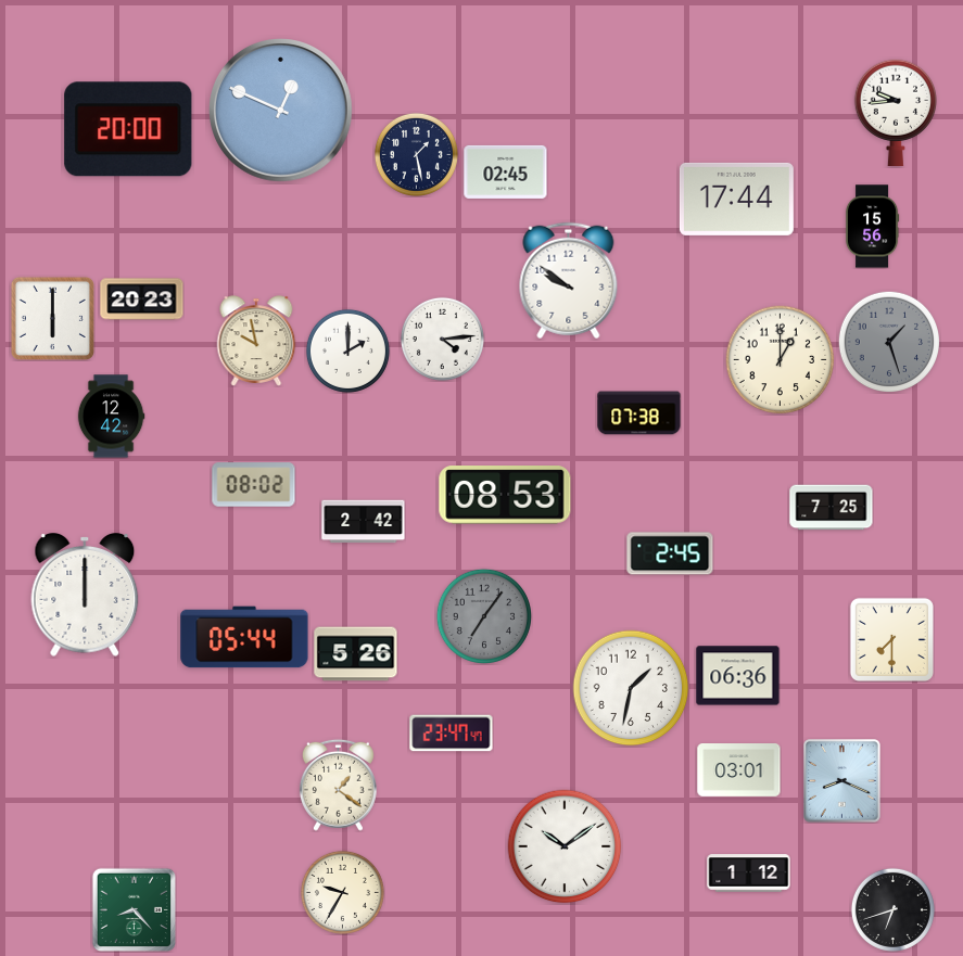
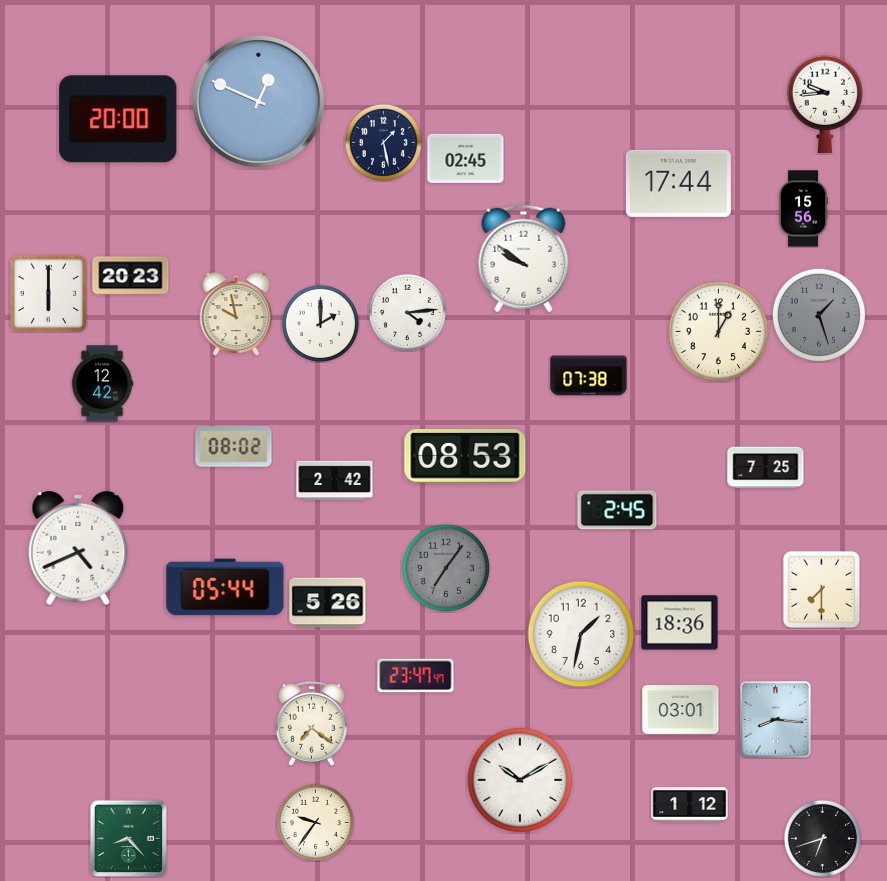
clock at (639, 413) position: (639, 413) -> (589, 376)
clock at (85, 595): 12:00 -> 4:41
clock at (738, 676): 06:36 -> 18:36
clock at (842, 781): 8:19 -> 8:16
clock at (338, 785): 1:21 -> 7:21
clock at (565, 846): 10:09 -> 10:10
clock at (342, 892): 9:35 -> 9:36
clock at (134, 909) position: (134, 909) -> (128, 838)
